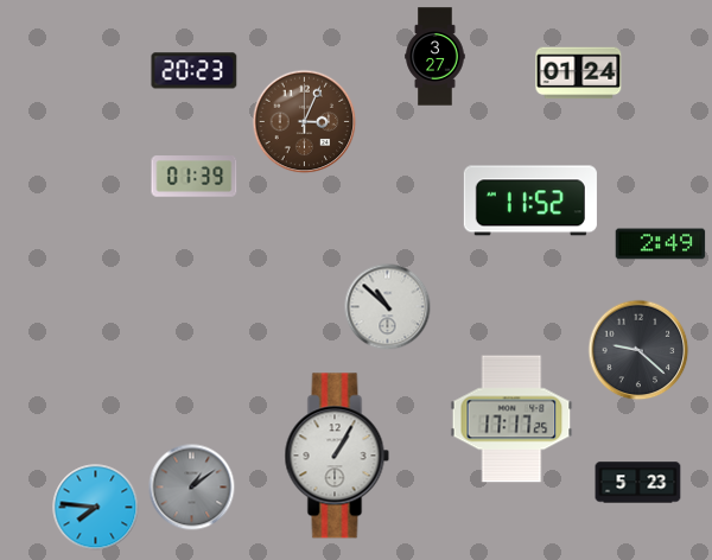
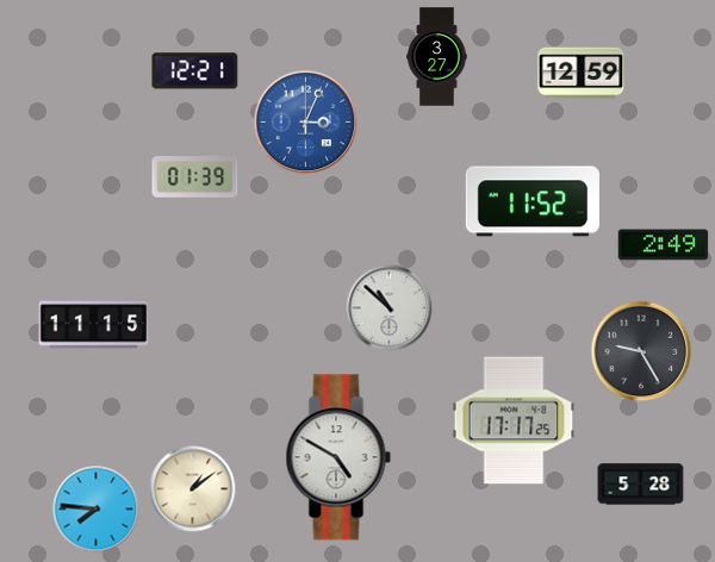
clock at (195, 71): 20:23 -> 12:21
clock at (579, 74): 01:24 -> 12:59
clock at (305, 122) dial: brown -> blue
clock at (94, 325): none -> 11:15
clock at (638, 350): 9:22 -> 9:25
clock at (337, 456): 1:05 -> 4:50
clock at (638, 483): 5:23 -> 5:28
clock at (192, 488) dial: grey -> cream
